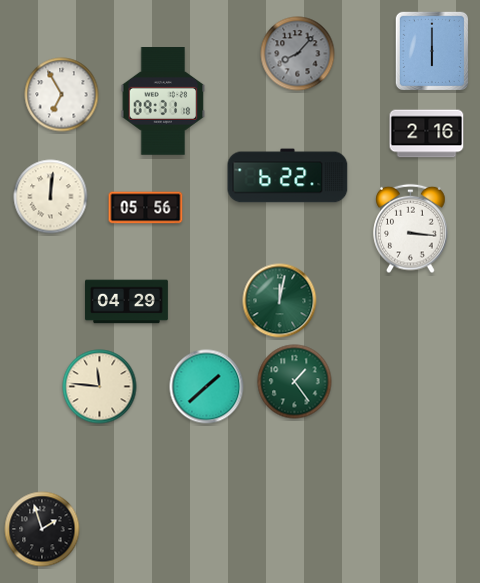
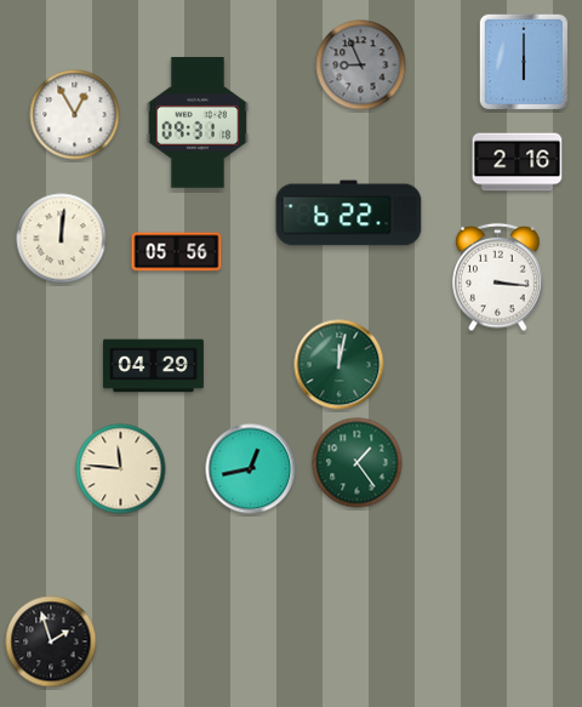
clock at (298, 54): 8:07 -> 8:56
clock at (62, 95): 6:55 -> 12:55
clock at (207, 387): 1:38 -> 12:43
